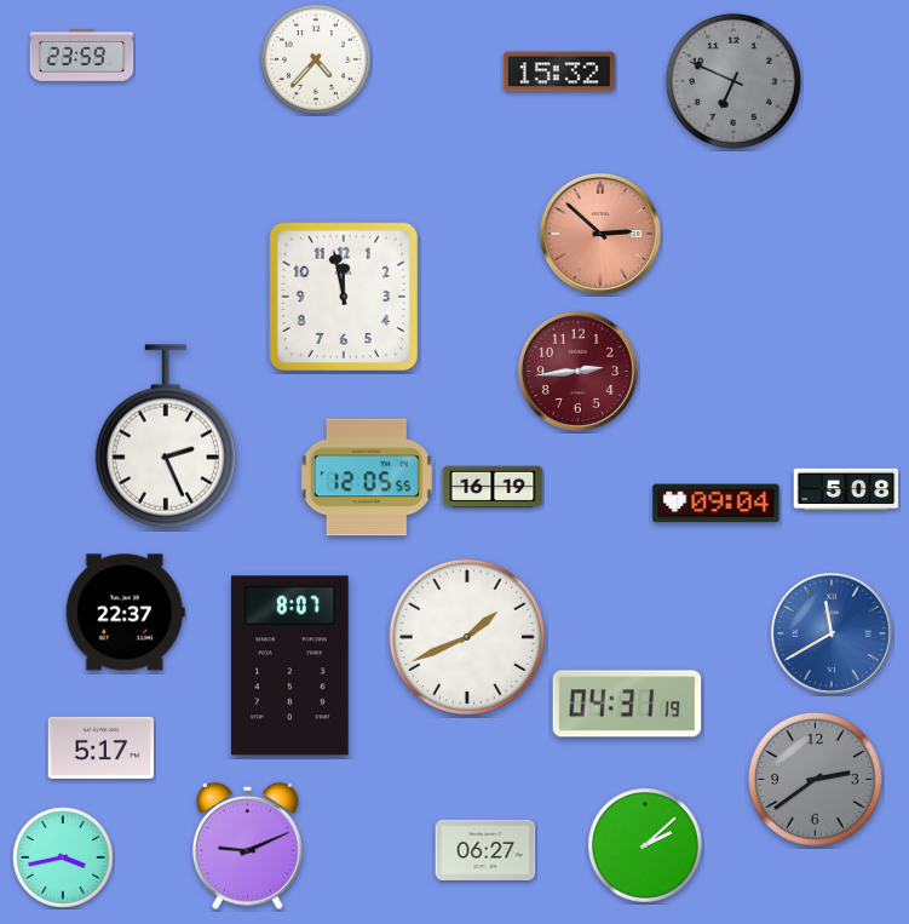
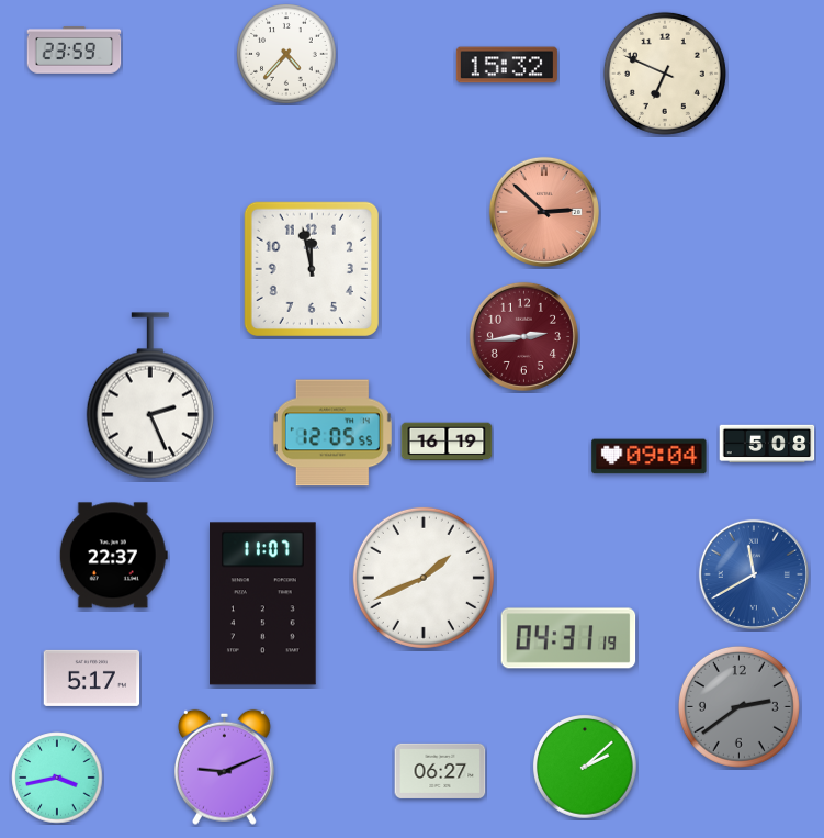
clock at (733, 81) dial: grey -> cream
clock at (290, 666): 8:07 -> 11:07
